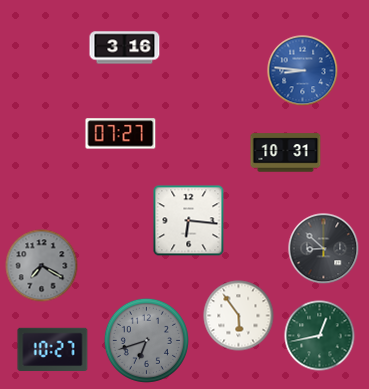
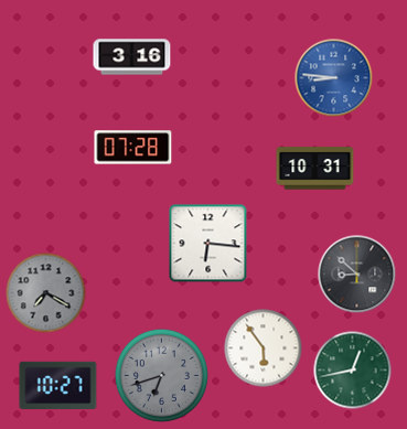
clock at (125, 48) position: (125, 48) -> (132, 57)
clock at (121, 134): 07:27 -> 07:28
